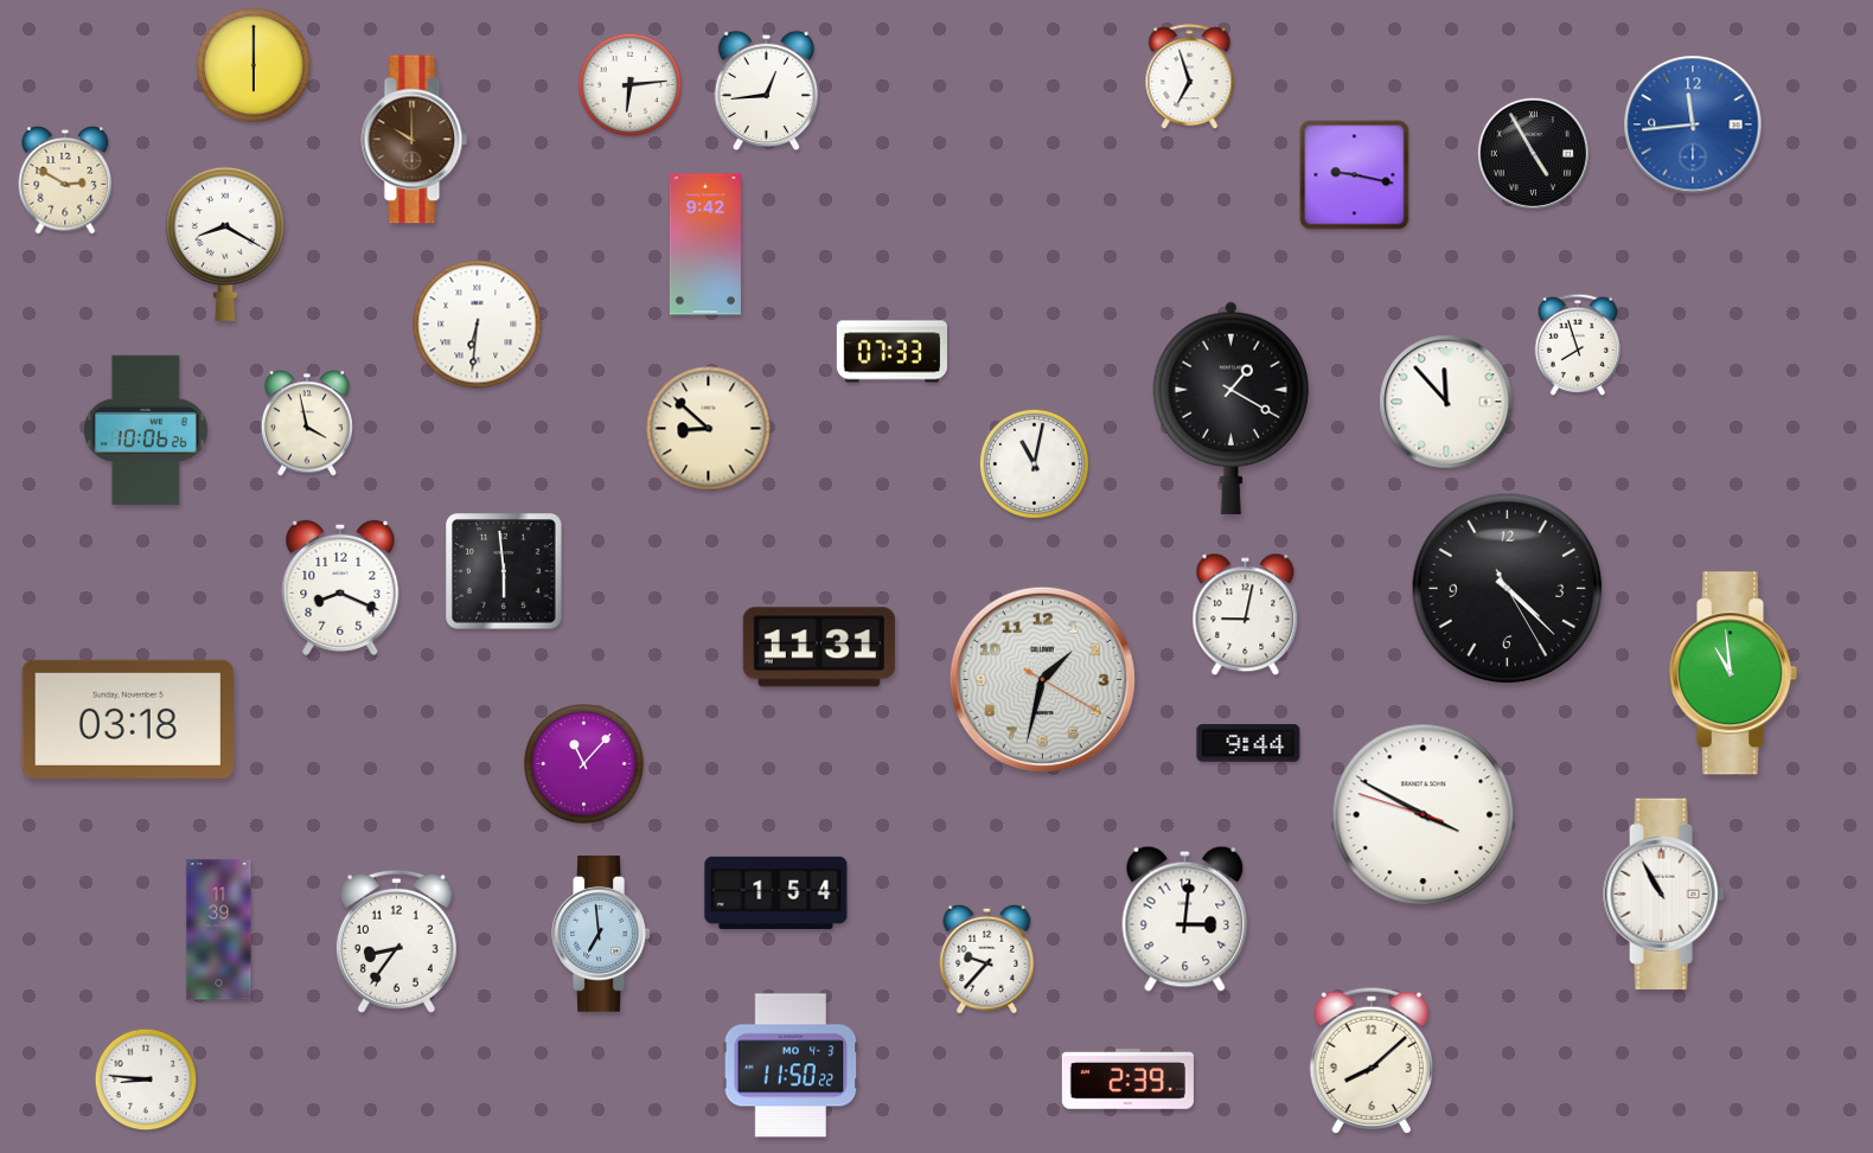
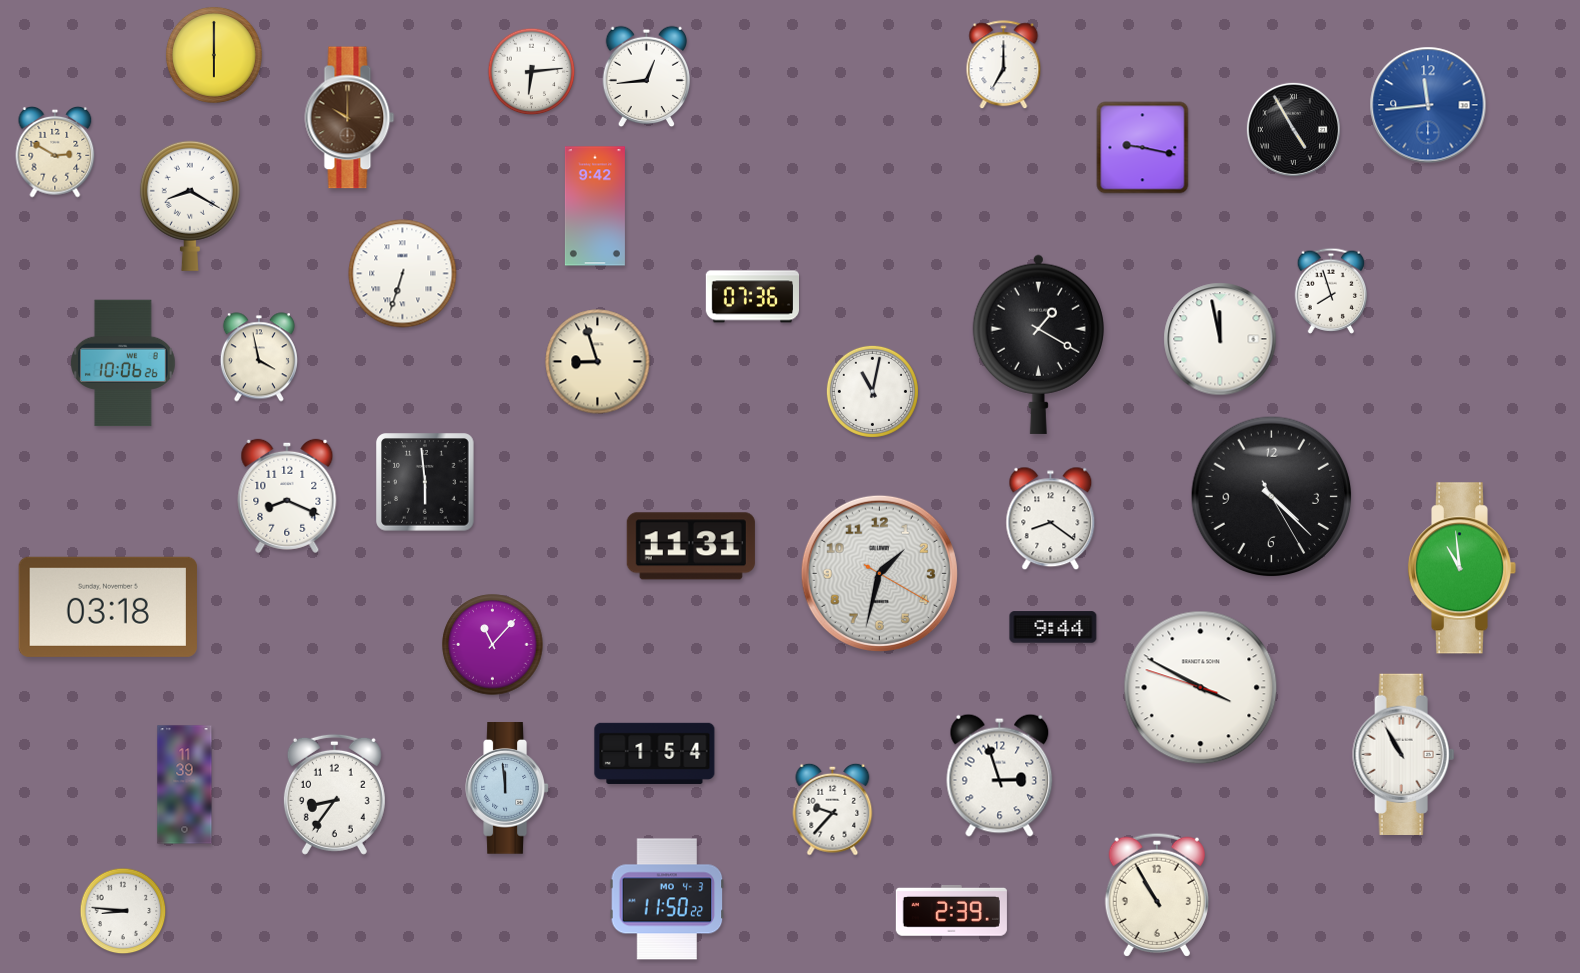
clock at (1190, 77): 6:57 -> 7:00
clock at (478, 325): 6:31 -> 6:33
clock at (891, 352): 07:33 -> 07:36
clock at (1446, 402): 11:53 -> 11:58
clock at (709, 429): 8:52 -> 8:57
clock at (1246, 615): 9:02 -> 8:21
clock at (1185, 918): 3:01 -> 2:57
clock at (601, 935): 6:59 -> 11:59
clock at (1372, 1061): 8:08 -> 10:55
